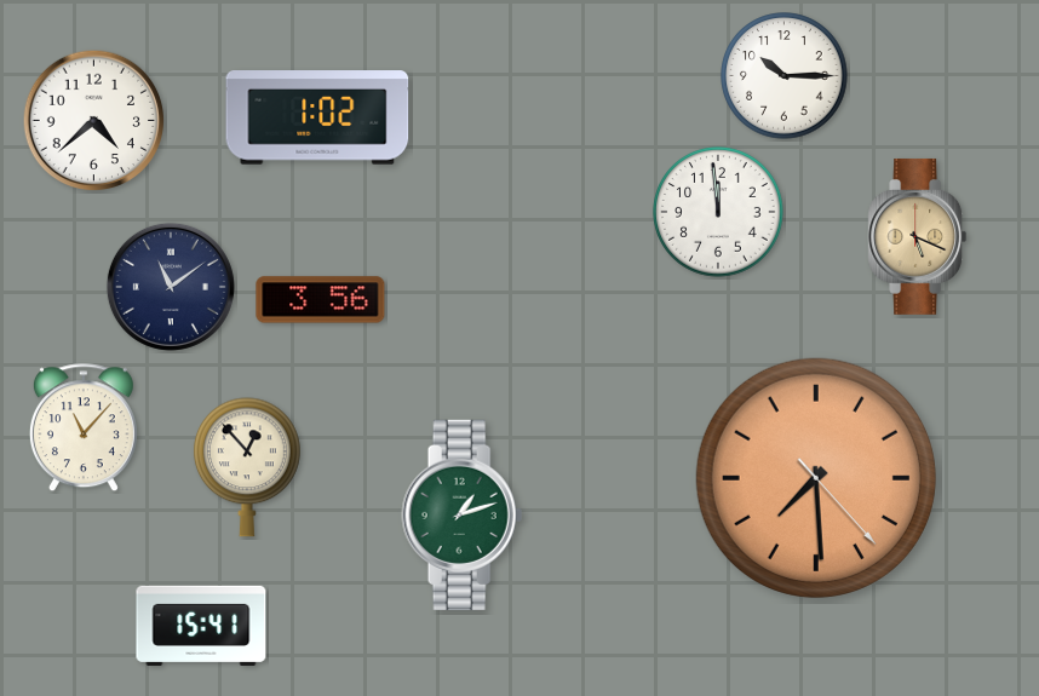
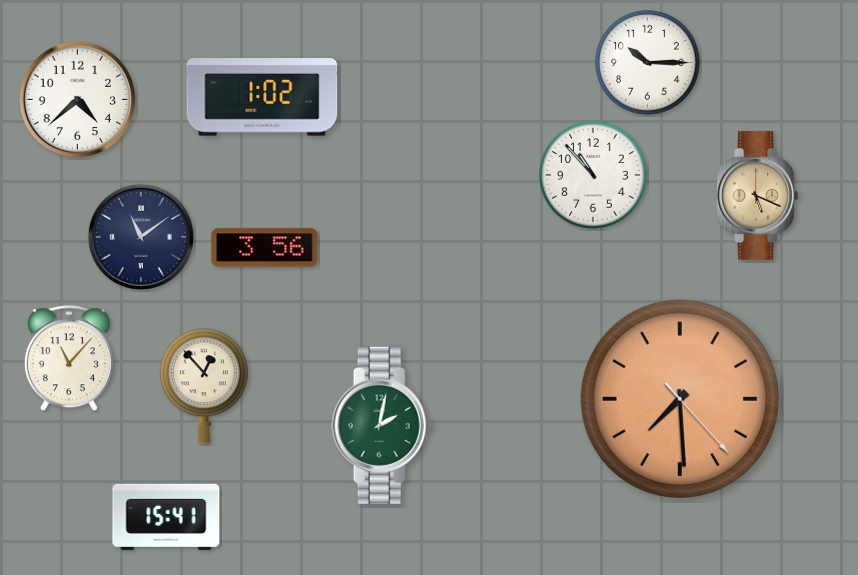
clock at (718, 212): 11:59 -> 10:53
clock at (84, 428) position: (84, 428) -> (69, 359)
clock at (816, 478) position: (816, 478) -> (680, 399)
clock at (463, 514): 1:12 -> 2:02
